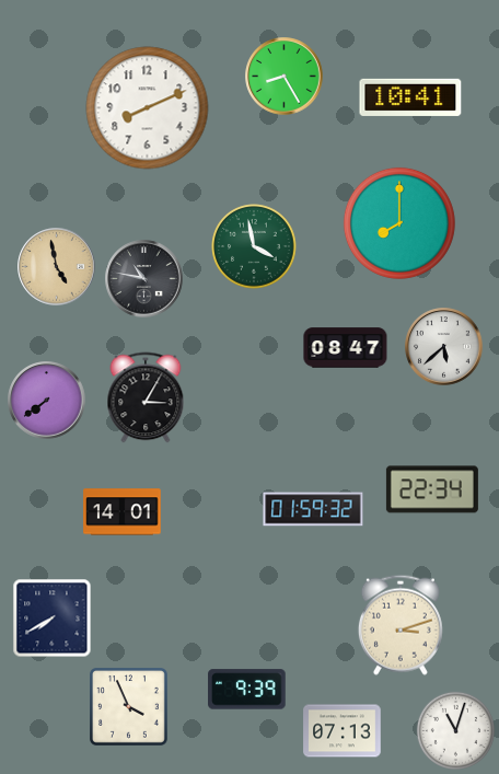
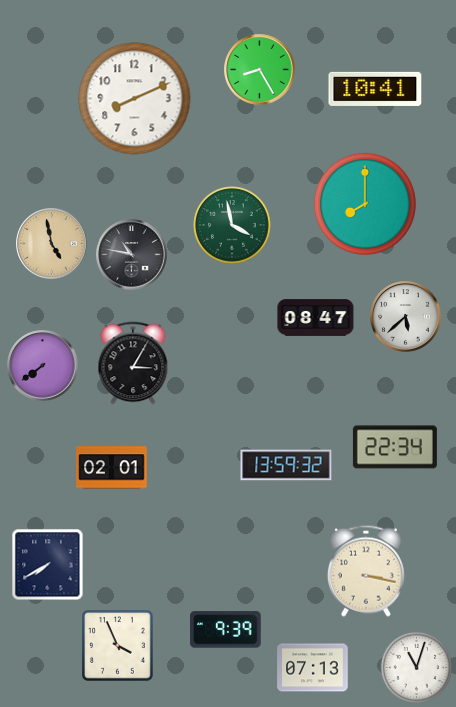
clock at (313, 509): 01:59 -> 13:59
clock at (123, 512): 14:01 -> 02:01
clock at (401, 625): 3:12 -> 3:17
